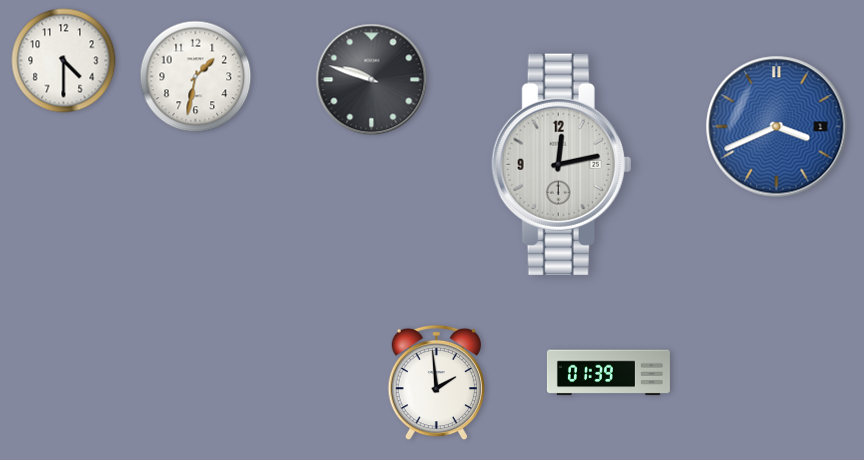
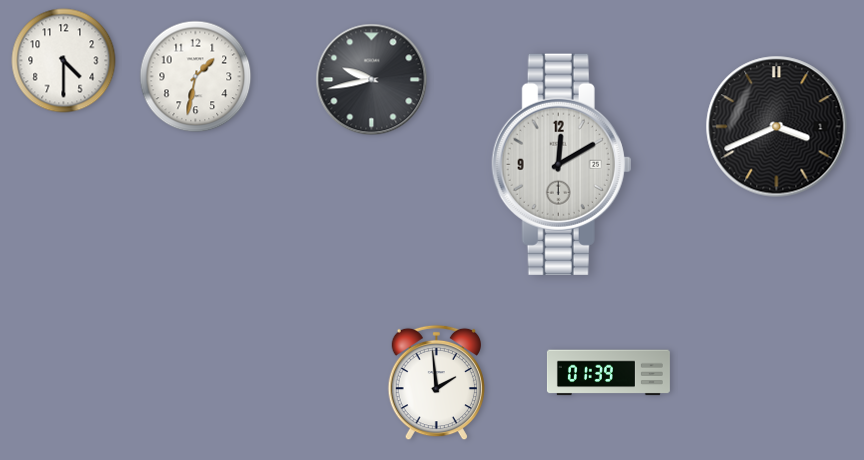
clock at (372, 80): 9:48 -> 9:43
clock at (777, 127) dial: blue -> black
clock at (562, 164): 12:13 -> 12:10
